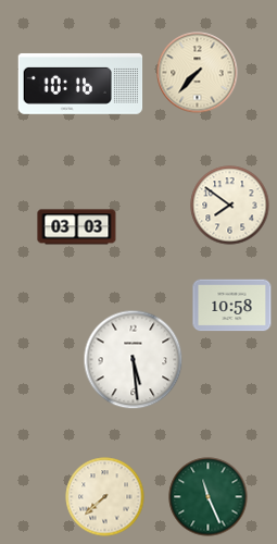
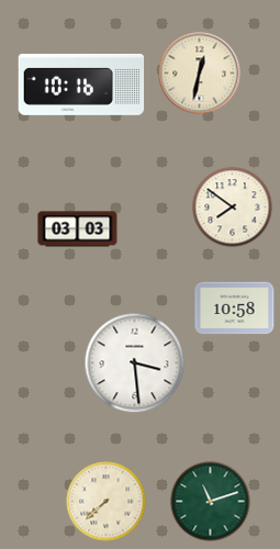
clock at (198, 73): 7:37 -> 12:32
clock at (134, 360): 5:29 -> 3:29
clock at (209, 497): 11:26 -> 11:12
